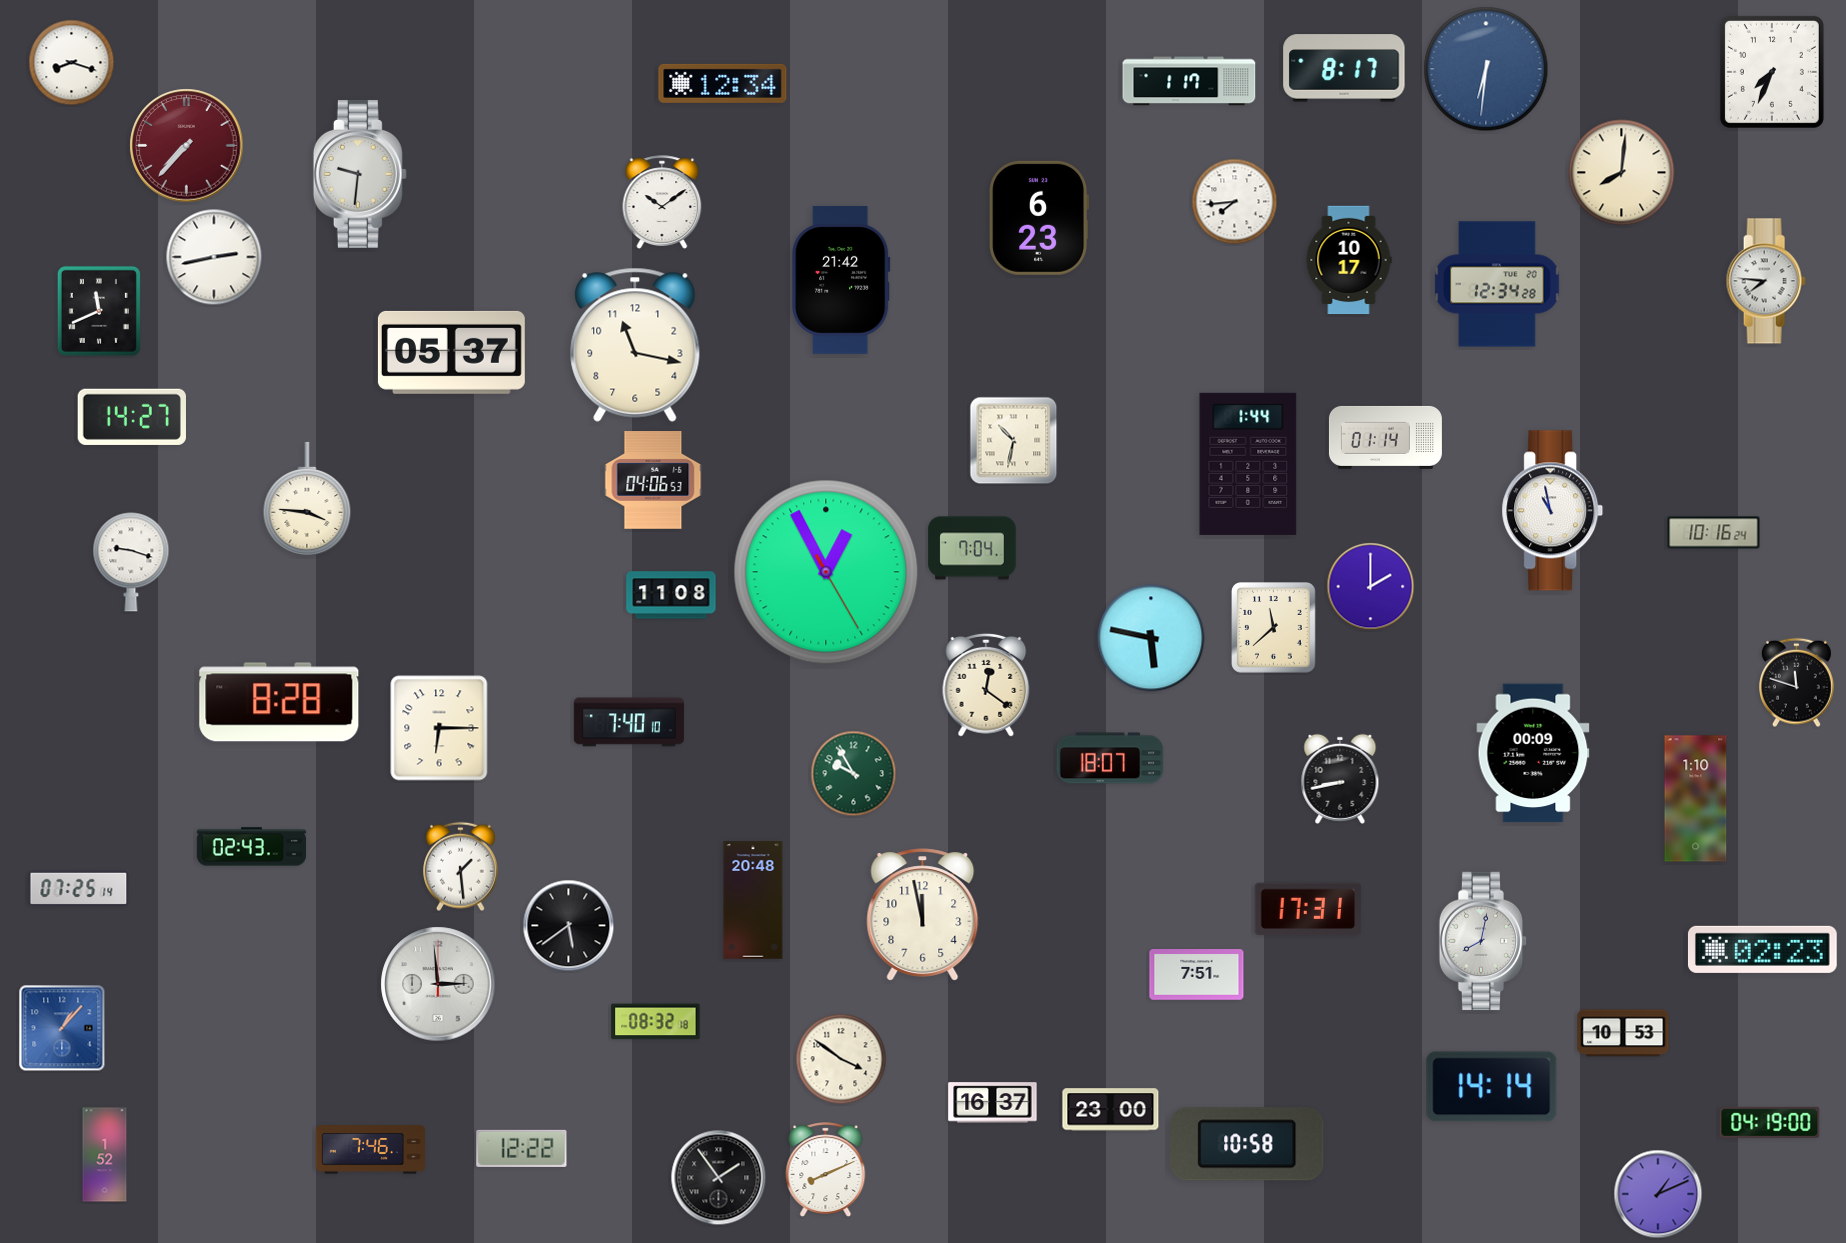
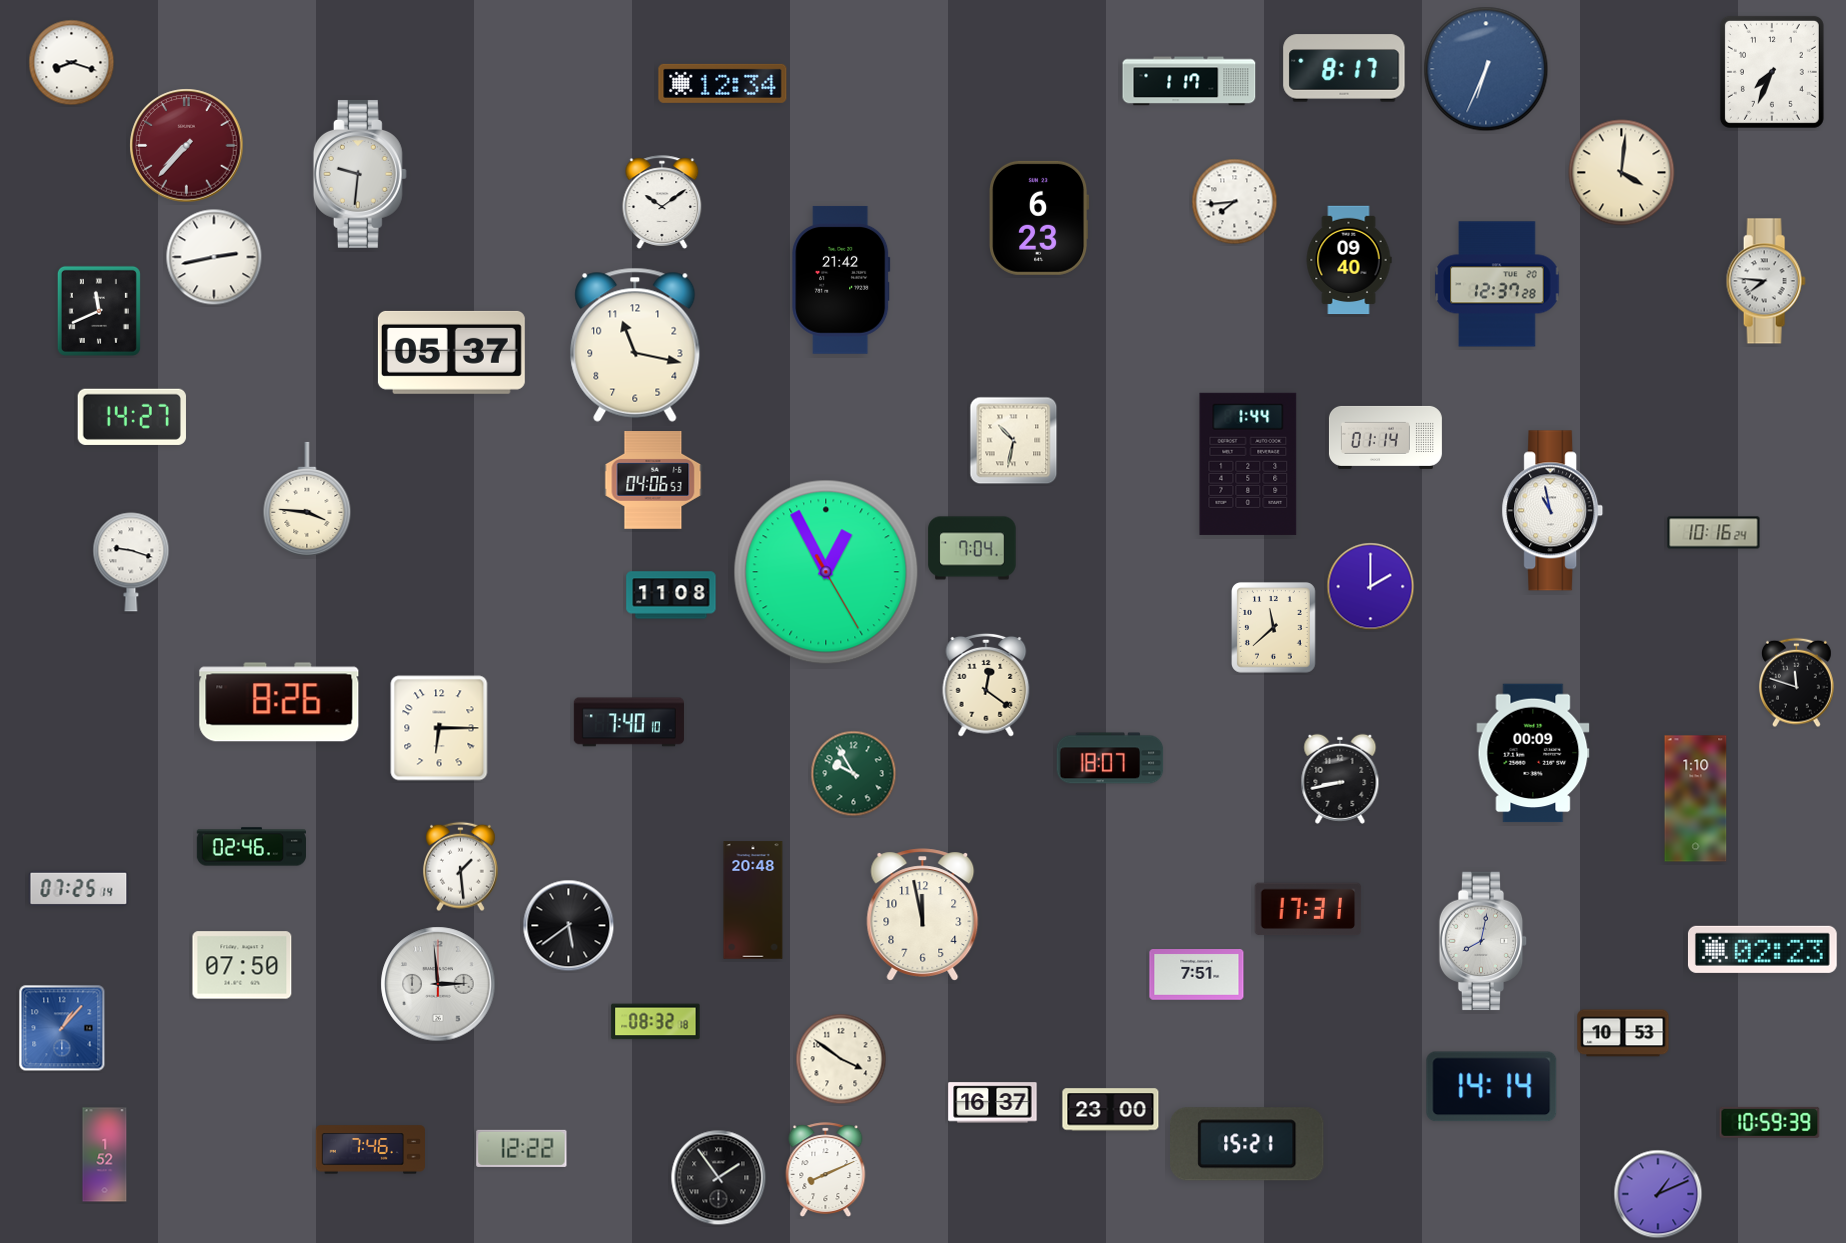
clock at (1486, 69): 6:31 -> 6:34
clock at (1622, 173): 8:01 -> 4:01
clock at (1349, 260): 10:17 -> 09:40
clock at (1497, 284): 12:34 -> 12:37
clock at (1151, 638): 5:47 -> none
clock at (279, 702): 8:28 -> 8:26
clock at (252, 847): 02:43 -> 02:46
clock at (242, 965): none -> 07:50
clock at (1770, 1122): 04:19 -> 10:59
clock at (1247, 1144): 10:58 -> 15:21
